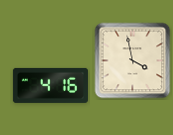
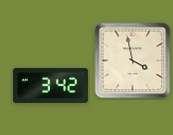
clock at (50, 85): 4:16 -> 3:42
